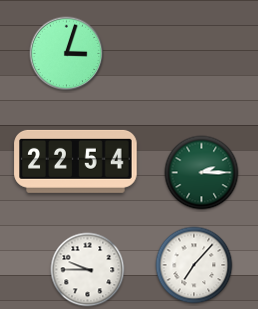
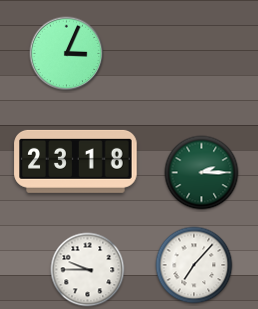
clock at (67, 54): 3:03 -> 3:04
clock at (76, 161): 22:54 -> 23:18
